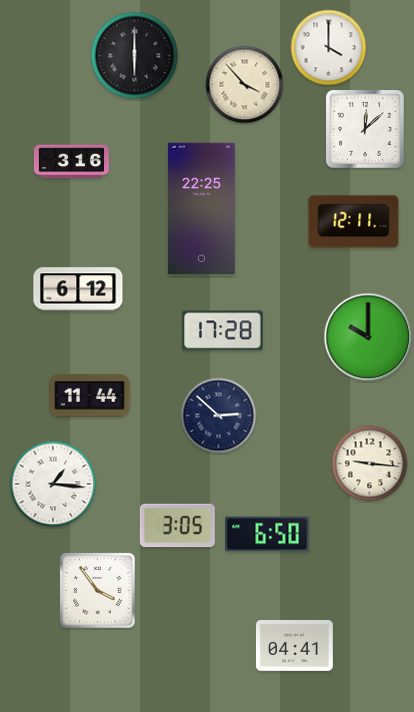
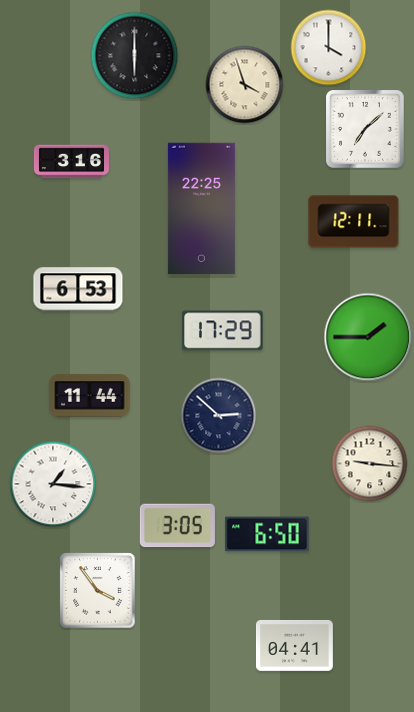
clock at (245, 85): 3:53 -> 3:57
clock at (366, 130): 12:08 -> 7:08
clock at (78, 289): 6:12 -> 6:53
clock at (223, 331): 17:28 -> 17:29
clock at (368, 337): 10:00 -> 1:45
